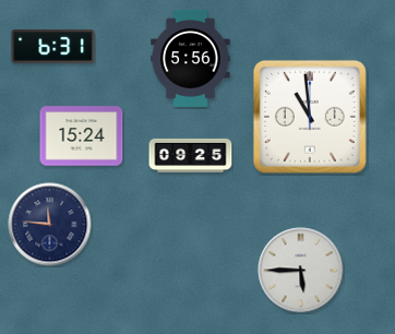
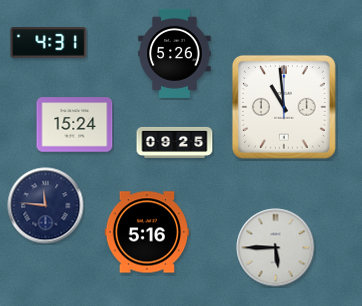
clock at (53, 47): 6:31 -> 4:31
clock at (191, 58): 5:56 -> 5:26
clock at (147, 232): none -> 5:16
